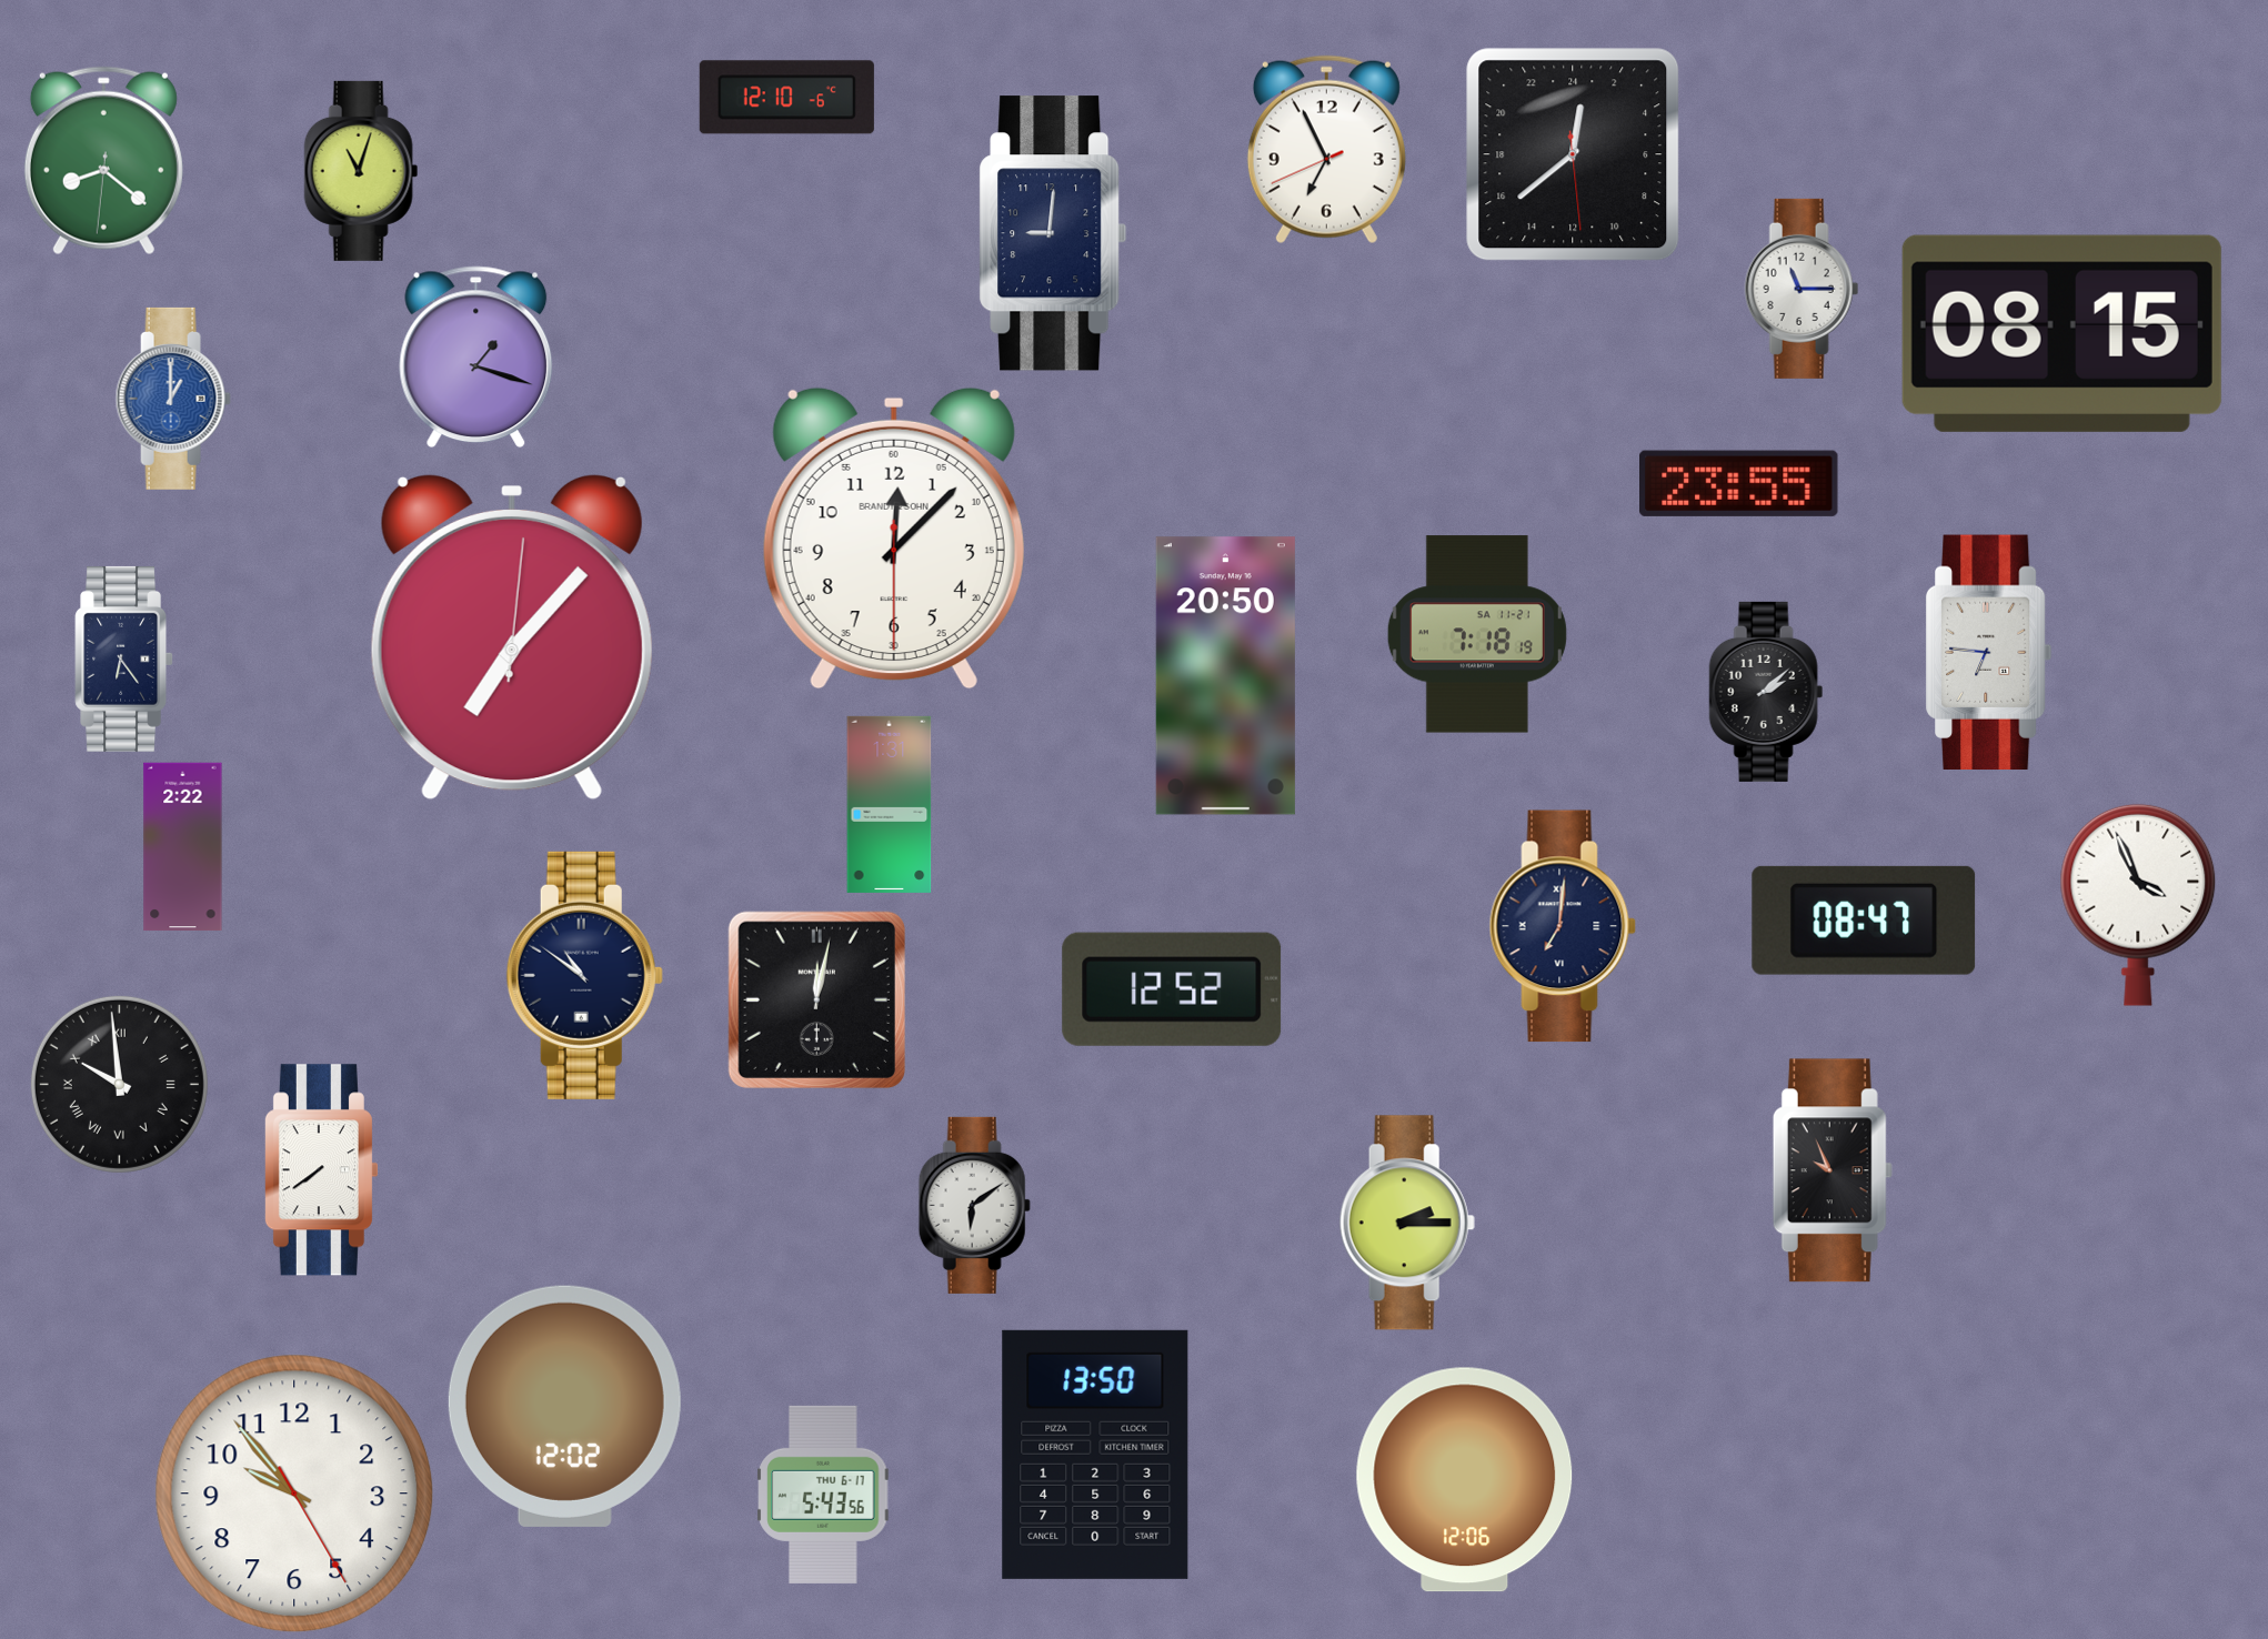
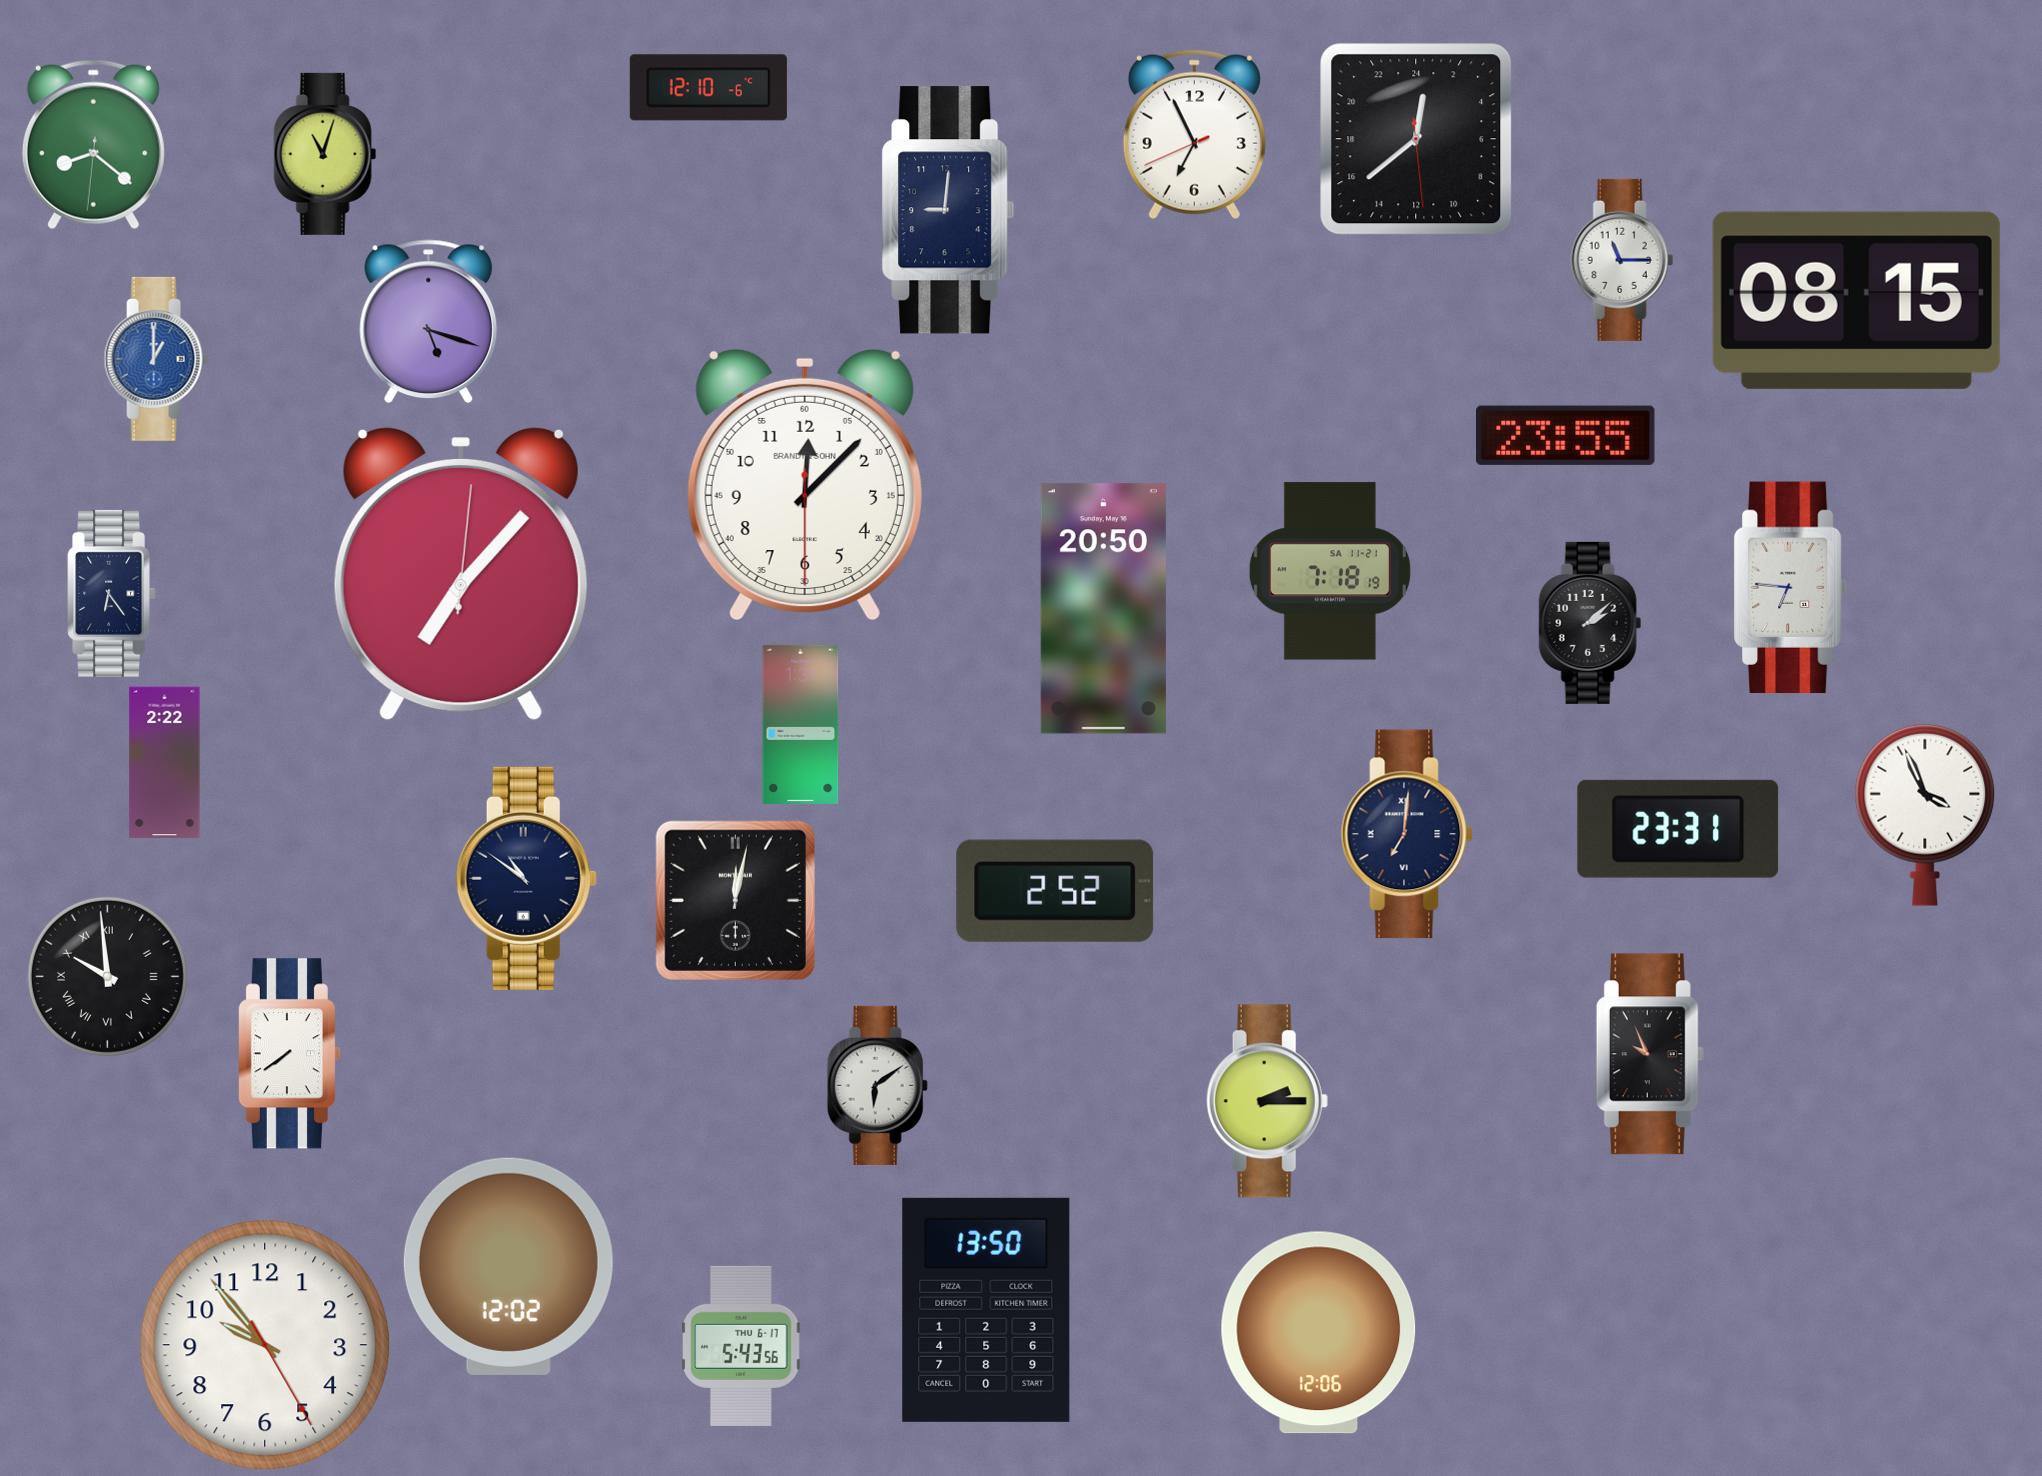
clock at (476, 358): 1:18 -> 5:18
clock at (1864, 921): 08:47 -> 23:31
clock at (1172, 989): 12:52 -> 2:52
